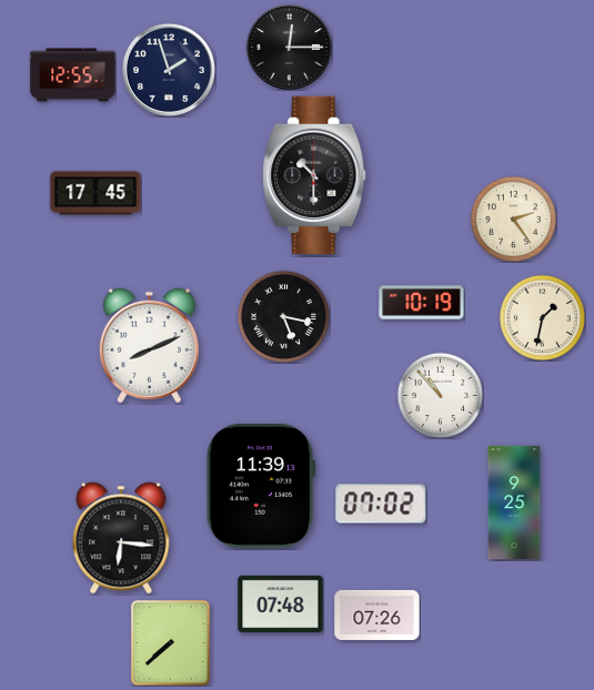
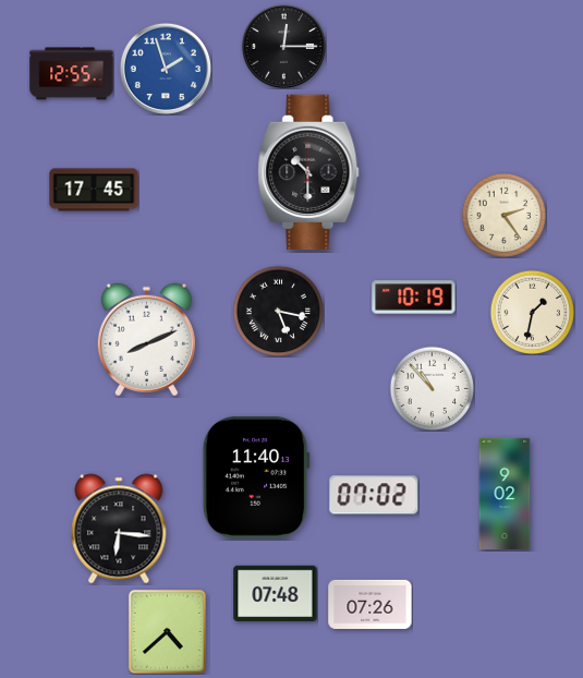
clock at (169, 70) dial: navy -> blue
clock at (261, 486): 11:39 -> 11:40
clock at (514, 503): 9:25 -> 9:02
clock at (170, 642): 7:38 -> 4:38
